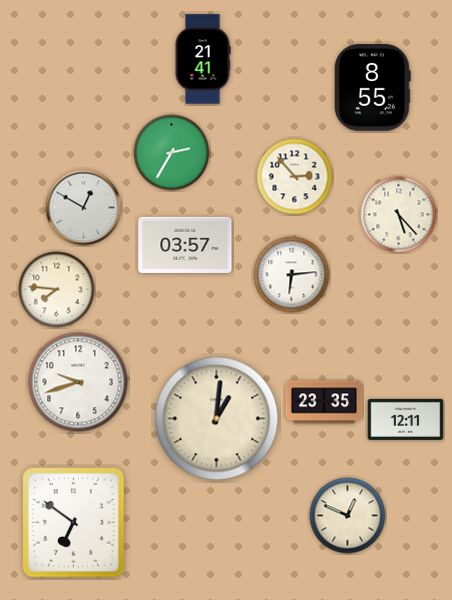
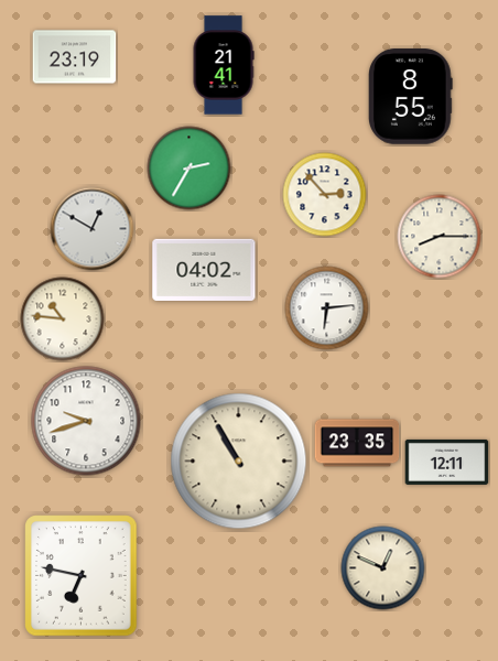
clock at (75, 57): none -> 23:19
clock at (399, 215): 5:23 -> 8:15
clock at (185, 245): 03:57 -> 04:02
clock at (292, 275) position: (292, 275) -> (327, 308)
clock at (57, 290): 7:46 -> 10:46
clock at (217, 419): 1:01 -> 10:55
clock at (74, 523): 6:51 -> 6:47
